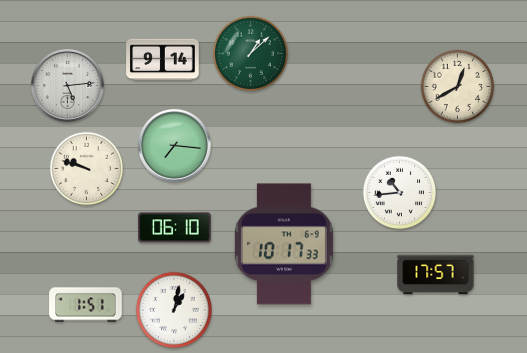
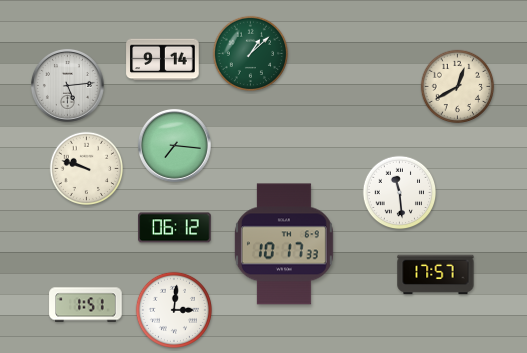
clock at (400, 193): 10:44 -> 11:29
clock at (175, 228): 06:10 -> 06:12
clock at (173, 309): 1:02 -> 3:01
